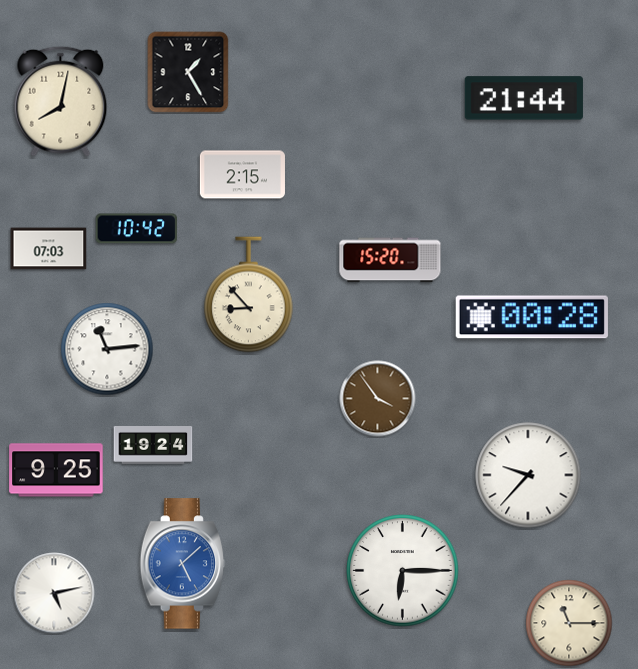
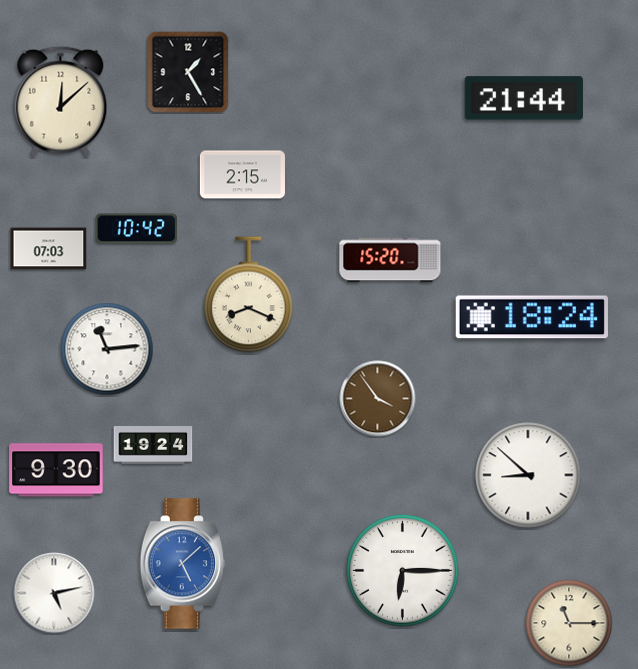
clock at (61, 101): 8:02 -> 12:08
clock at (249, 295): 8:53 -> 8:19
clock at (532, 317): 00:28 -> 18:24
clock at (56, 470): 9:25 -> 9:30
clock at (528, 475): 9:37 -> 8:52
